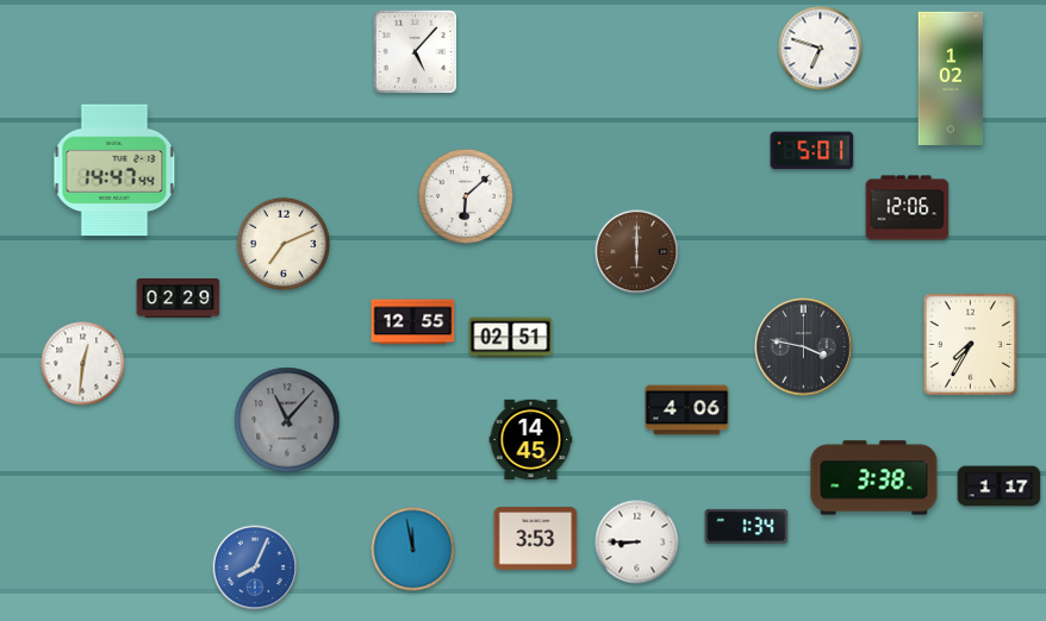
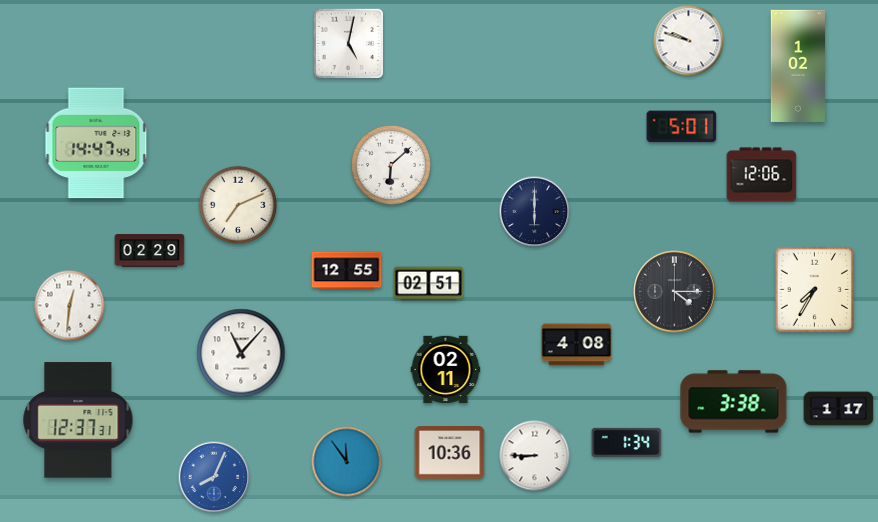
clock at (821, 49): 6:48 -> 9:48
clock at (415, 51): 5:07 -> 5:02
clock at (637, 252) dial: brown -> navy
clock at (804, 347): 3:47 -> 4:15
clock at (687, 410): 4:06 -> 4:08
clock at (287, 420) dial: grey -> white
clock at (531, 440): 14:45 -> 02:11
clock at (78, 420): none -> 12:37
clock at (536, 539): 3:53 -> 10:36
clock at (413, 550): 11:58 -> 11:54
